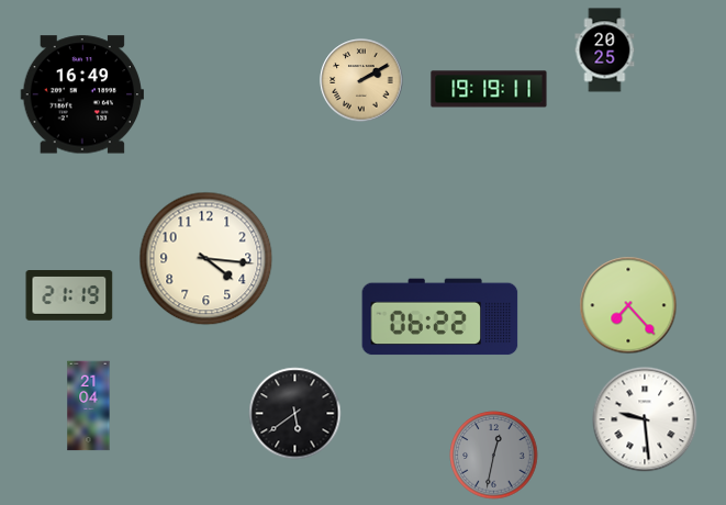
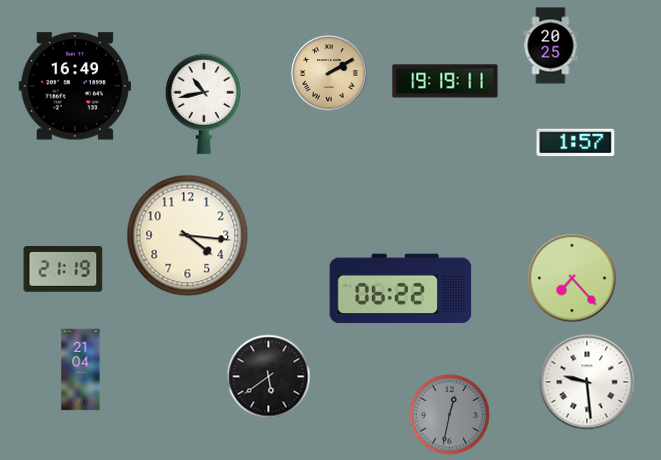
clock at (204, 104): none -> 10:43
clock at (576, 143): none -> 1:57
